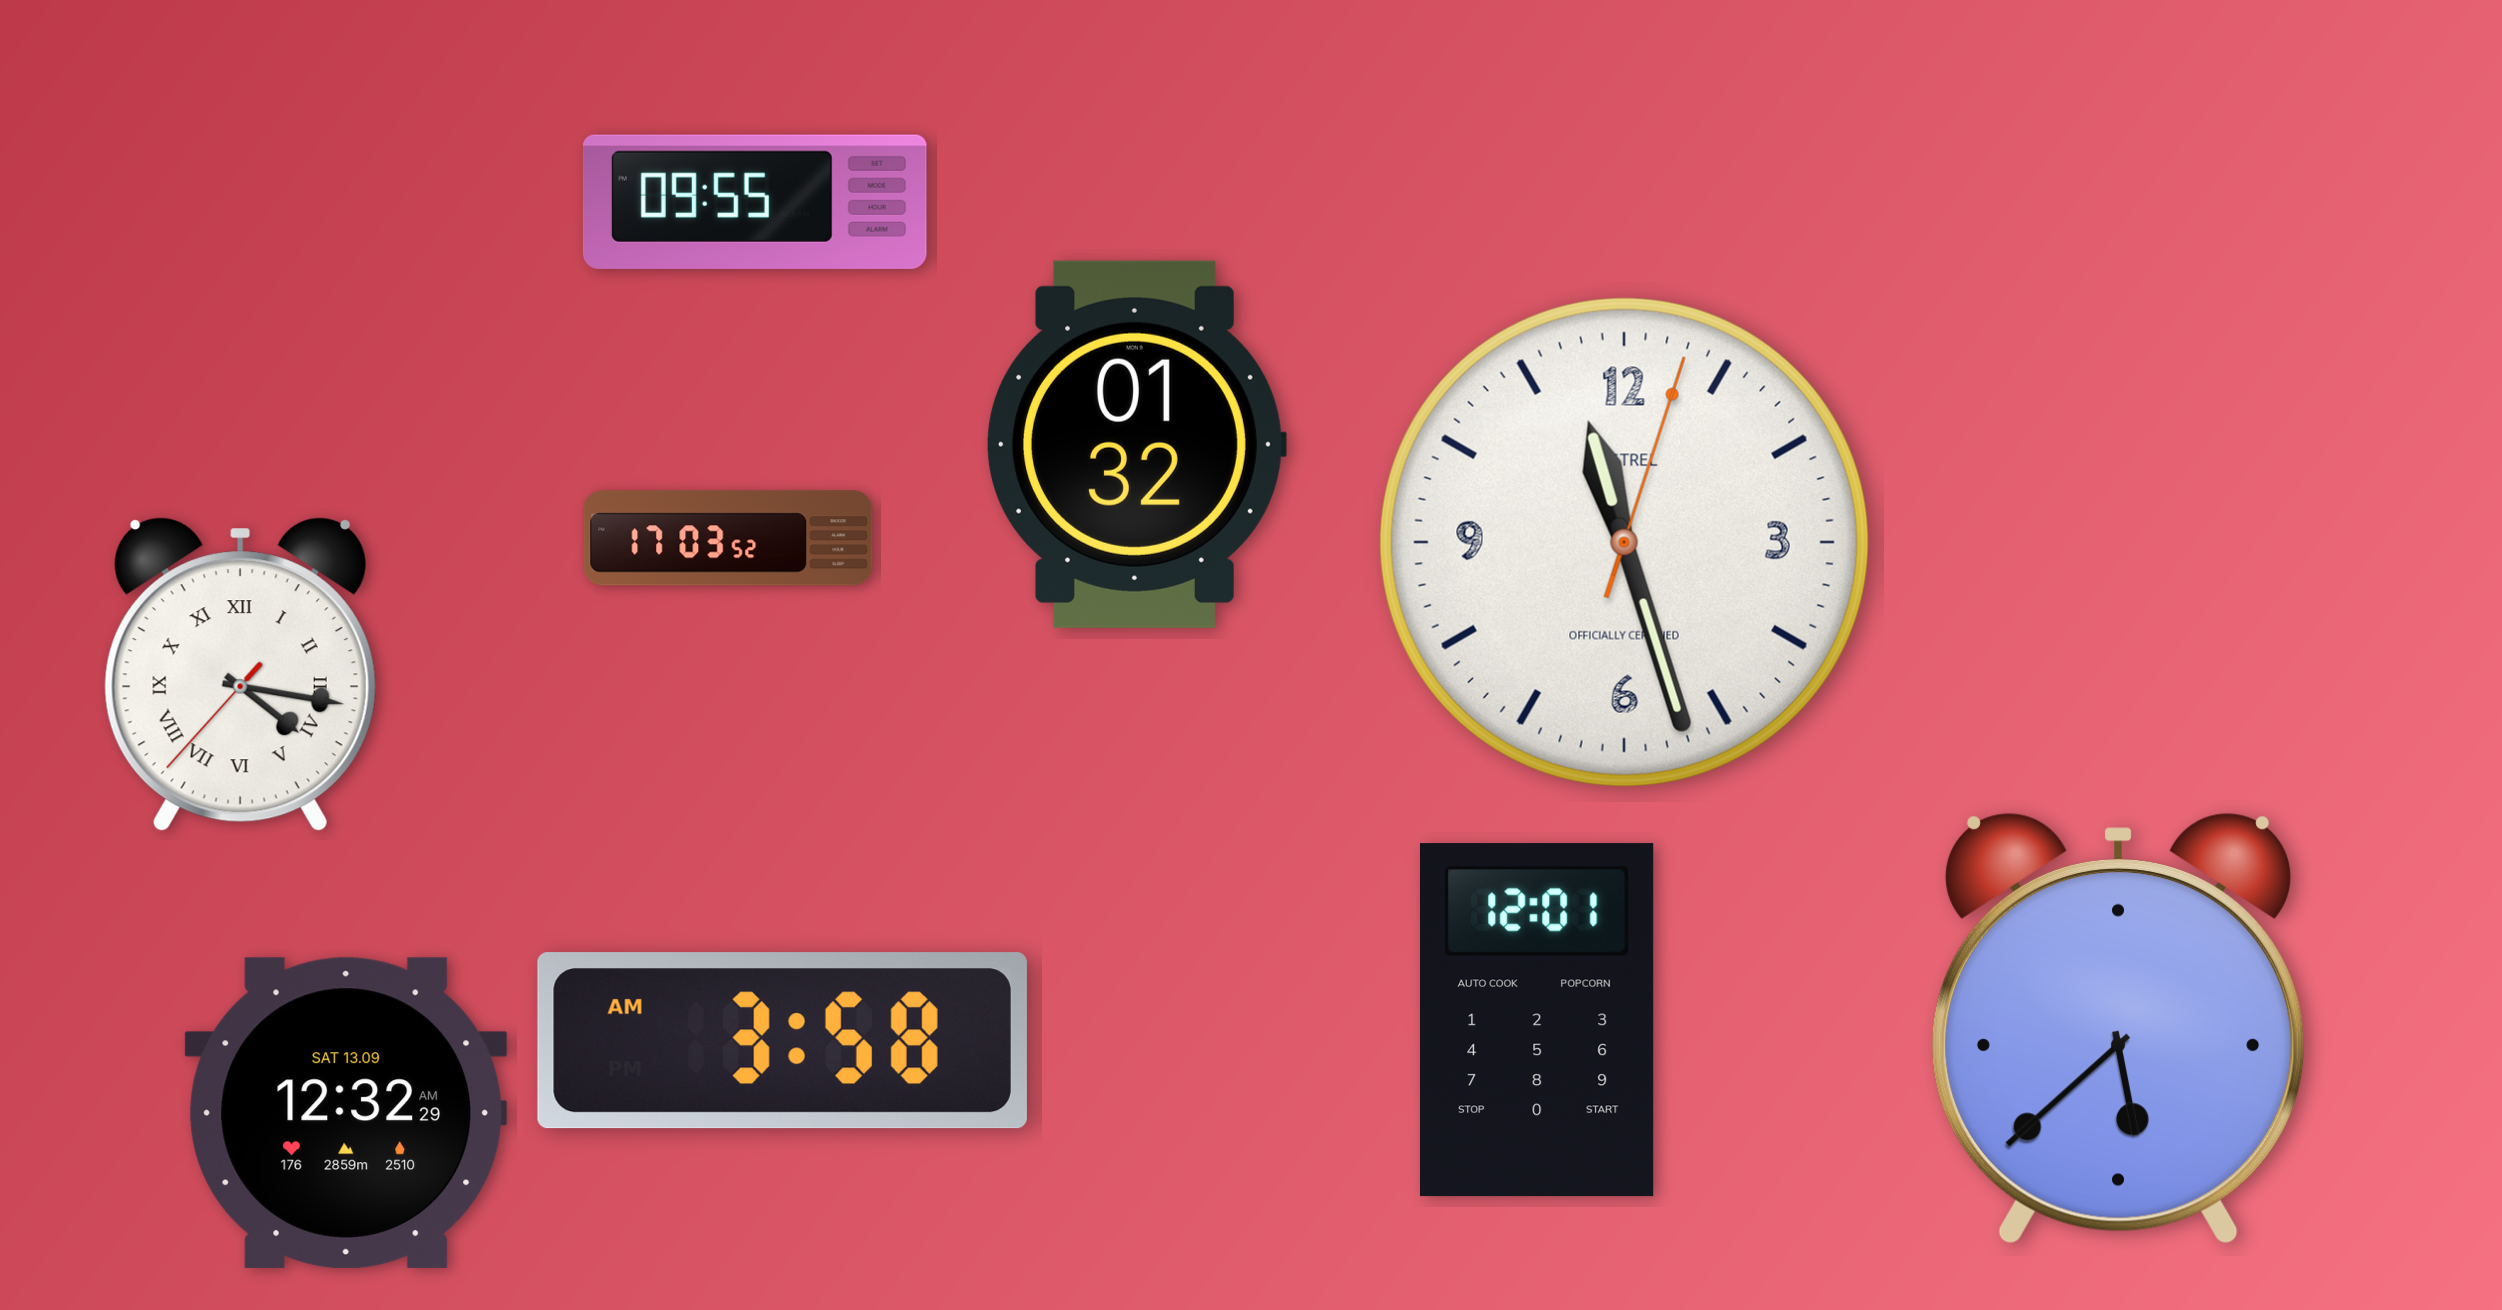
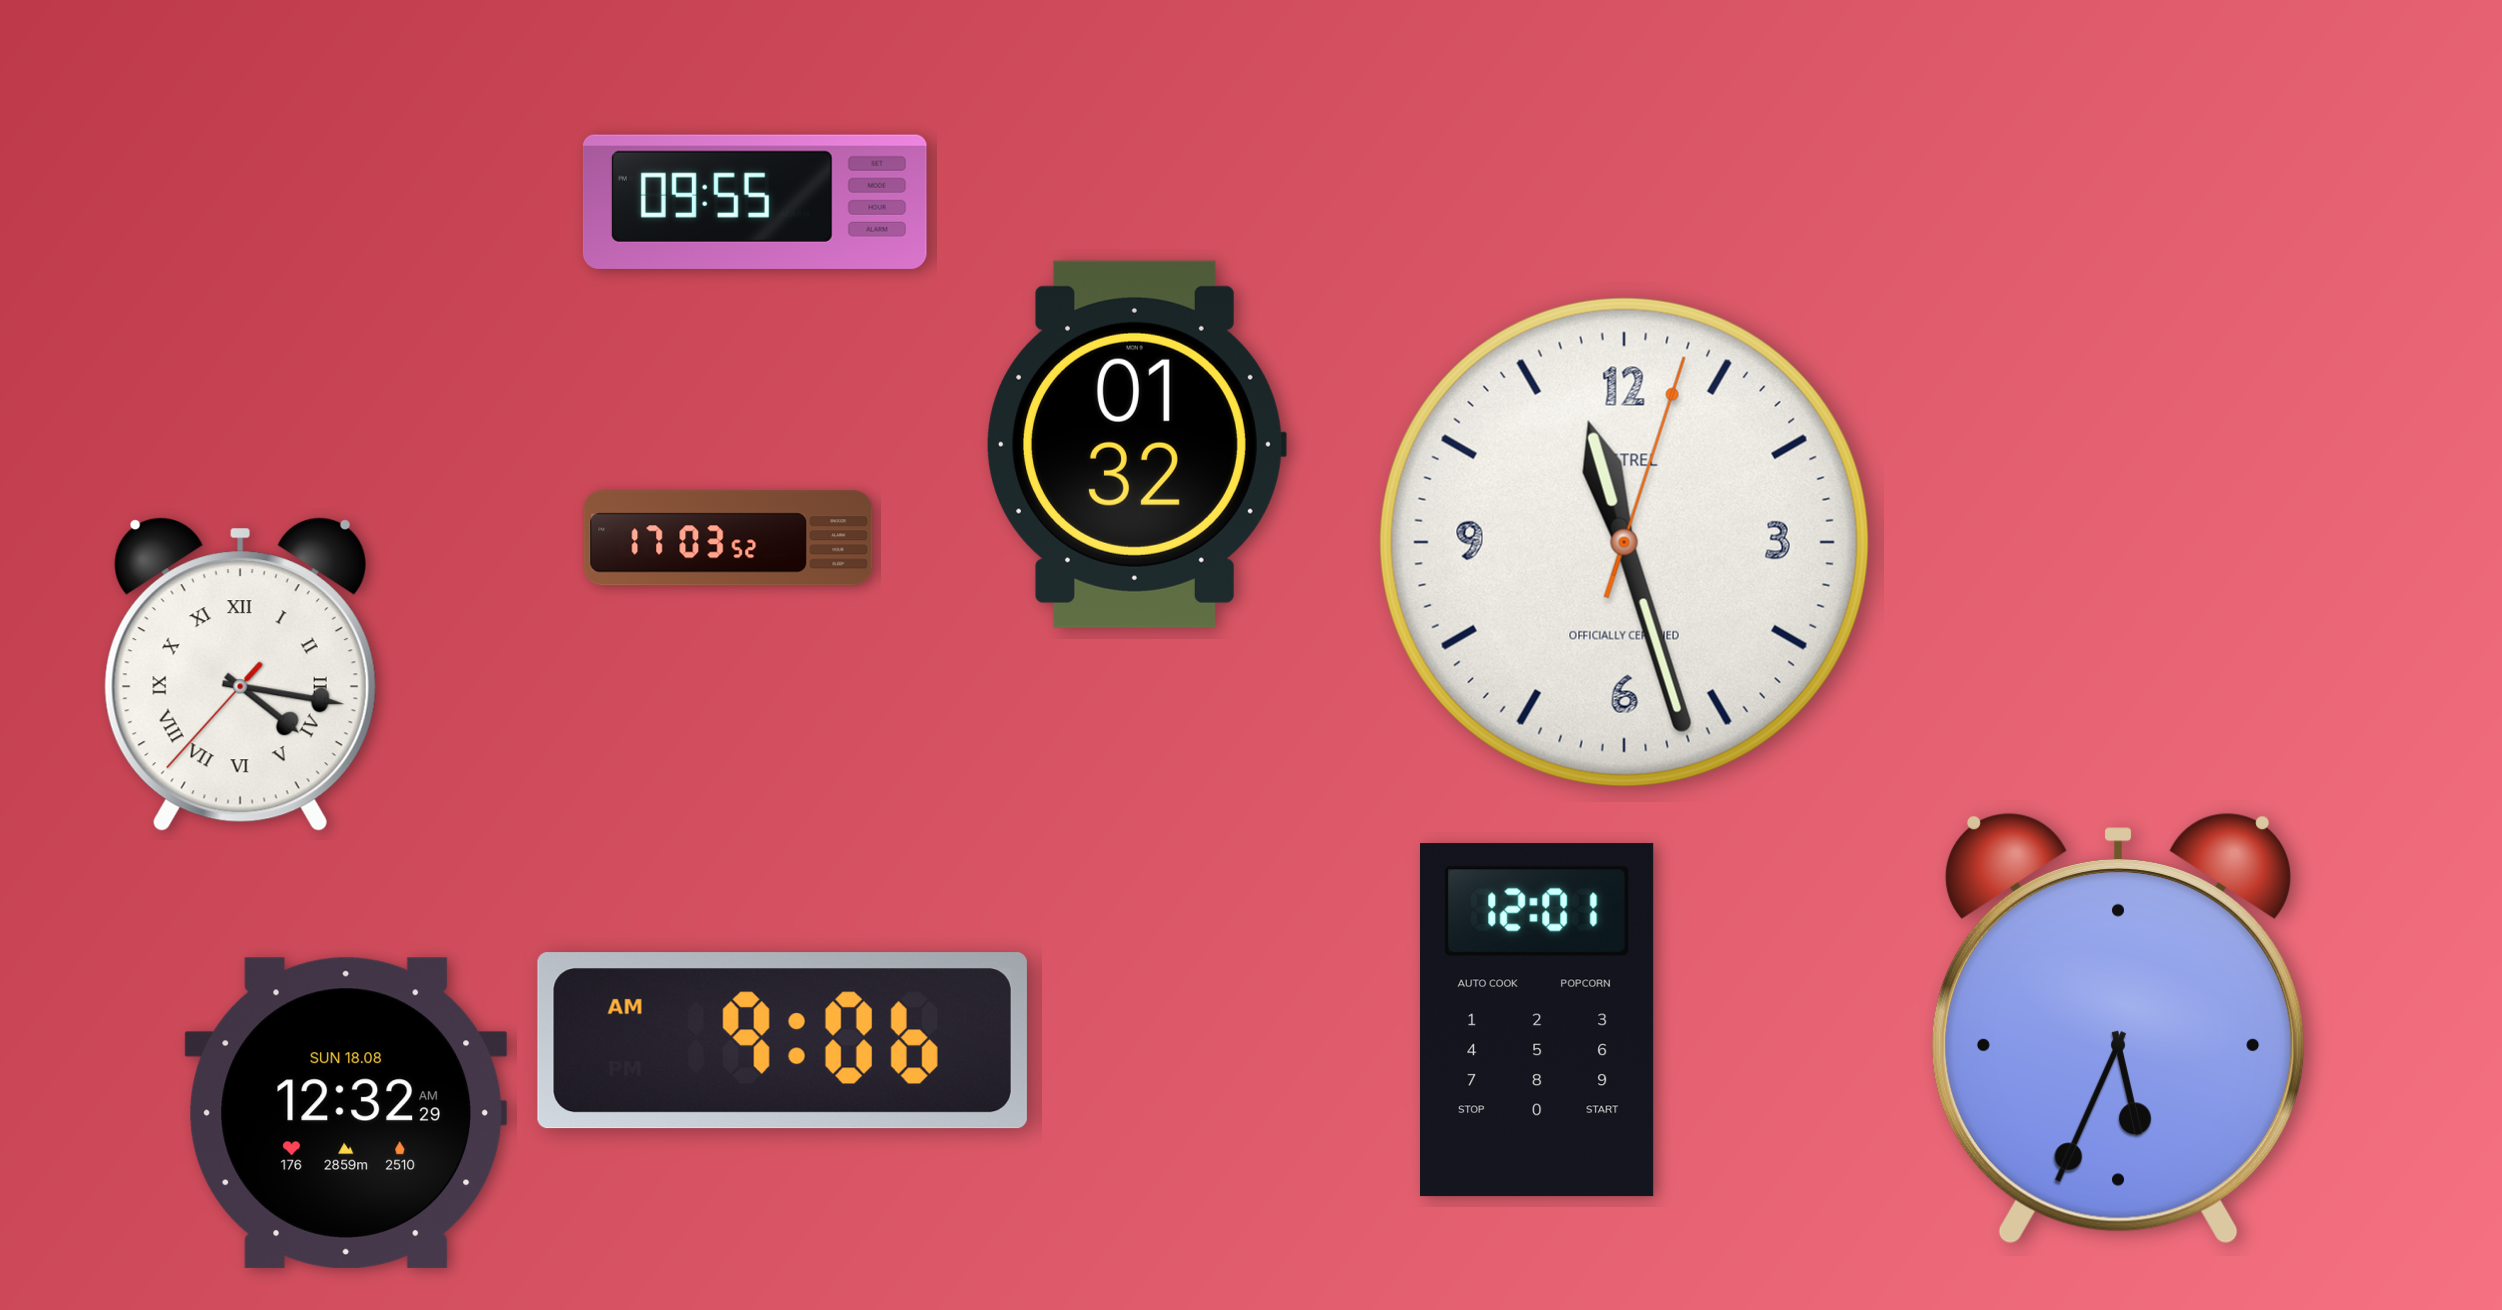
clock at (2118, 1028): 5:38 -> 5:34
clock at (782, 1041): 3:58 -> 9:06
clock at (346, 1113) date: SAT 13.09 -> SUN 18.08
